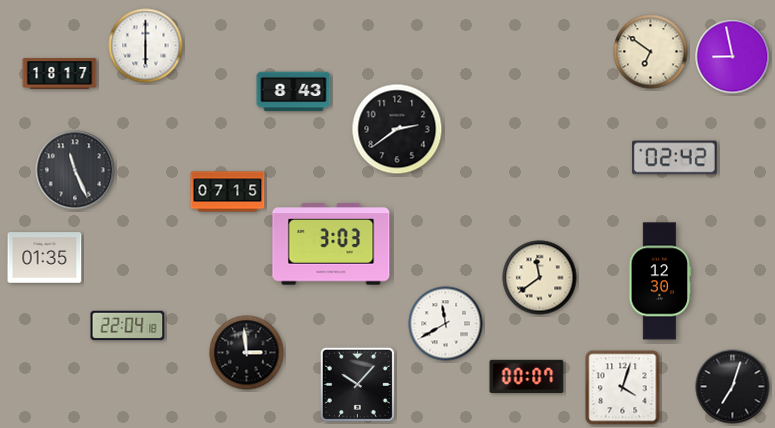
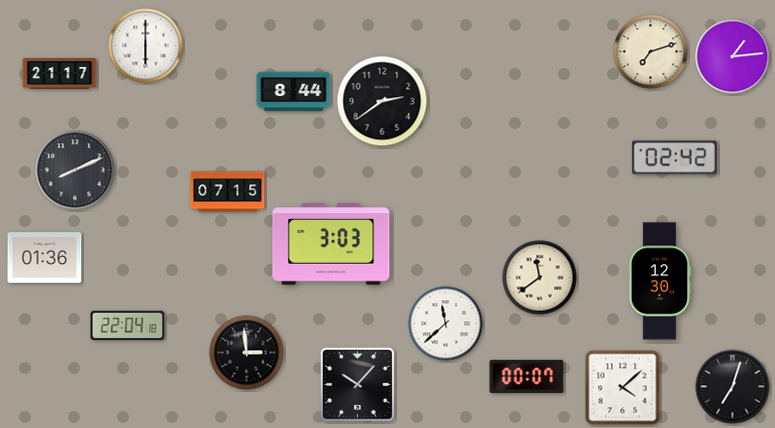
clock at (651, 52): 6:51 -> 7:12
clock at (733, 57): 8:58 -> 1:14
clock at (60, 74): 18:17 -> 21:17
clock at (294, 92): 8:43 -> 8:44
clock at (397, 129) position: (397, 129) -> (382, 101)
clock at (75, 170): 11:26 -> 8:11
clock at (45, 258): 01:35 -> 01:36
clock at (446, 324): 11:40 -> 11:38
clock at (623, 388): 4:03 -> 4:08
